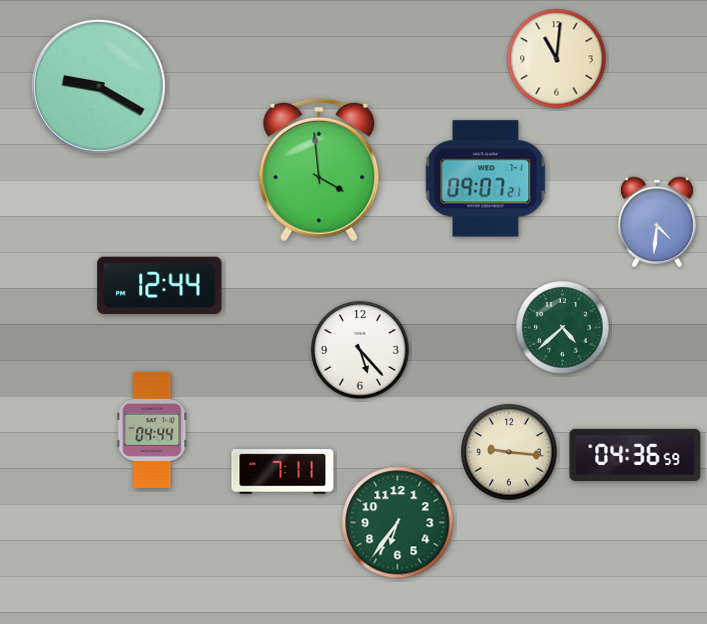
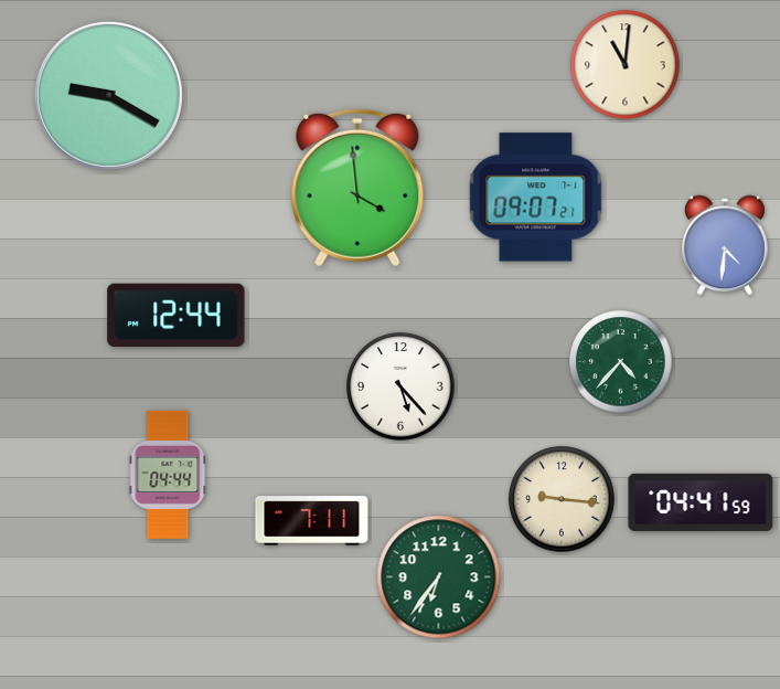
clock at (557, 59) position: (557, 59) -> (626, 65)
clock at (319, 170) position: (319, 170) -> (357, 188)
clock at (563, 328): 4:38 -> 4:37
clock at (360, 350) position: (360, 350) -> (400, 386)
clock at (635, 455): 04:36 -> 04:41
